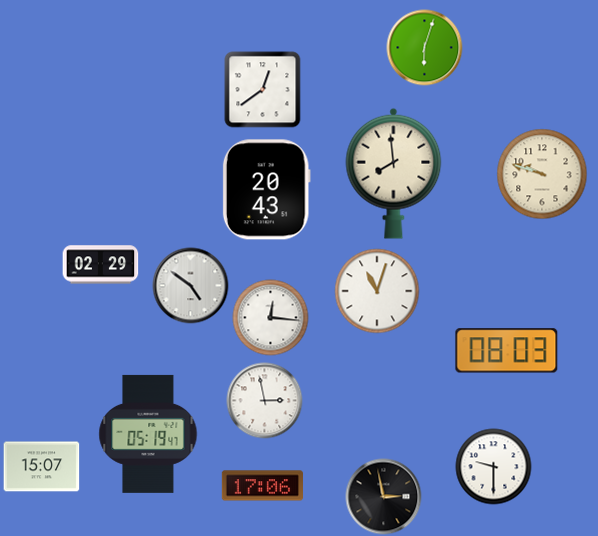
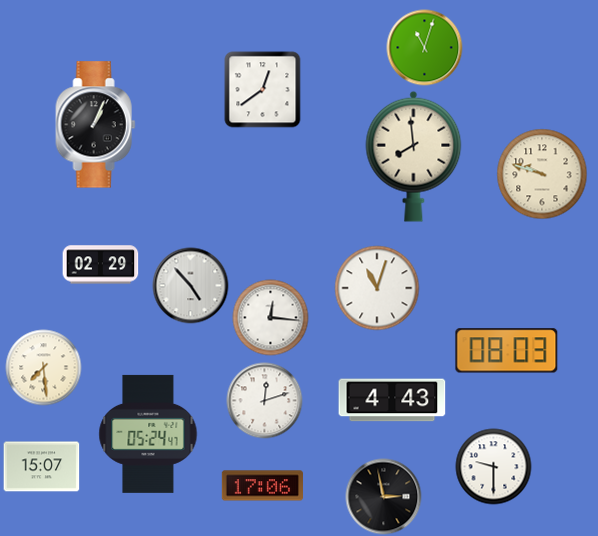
clock at (425, 48): 6:03 -> 11:03
clock at (96, 125): none -> 1:04
clock at (394, 173) position: (394, 173) -> (414, 156)
clock at (266, 190): 20:43 -> none
clock at (191, 286): 4:51 -> 4:53
clock at (377, 291) position: (377, 291) -> (377, 288)
clock at (44, 368): none -> 7:29
clock at (392, 400): none -> 4:43
clock at (265, 401): 2:58 -> 12:12
clock at (148, 434): 05:19 -> 05:24
